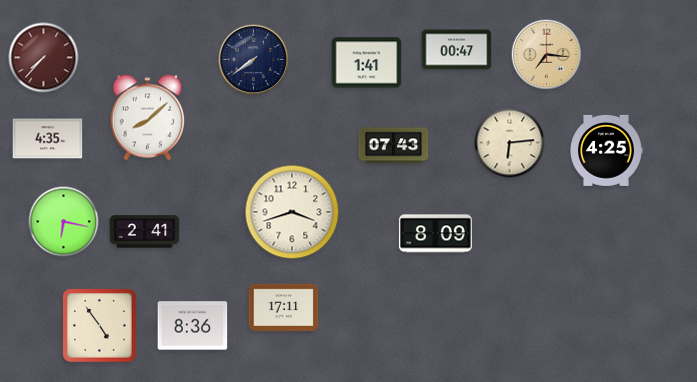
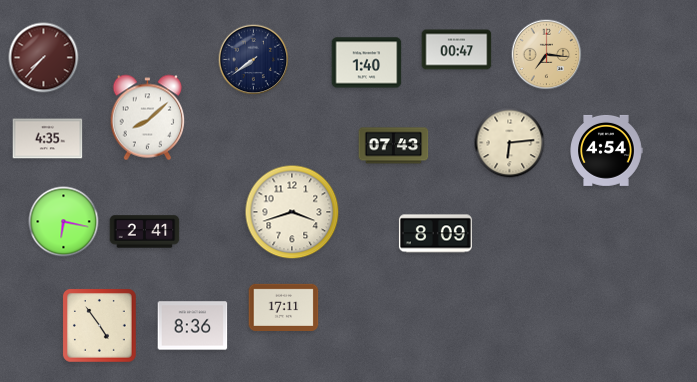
clock at (367, 63): 1:41 -> 1:40
clock at (606, 150): 4:25 -> 4:54
